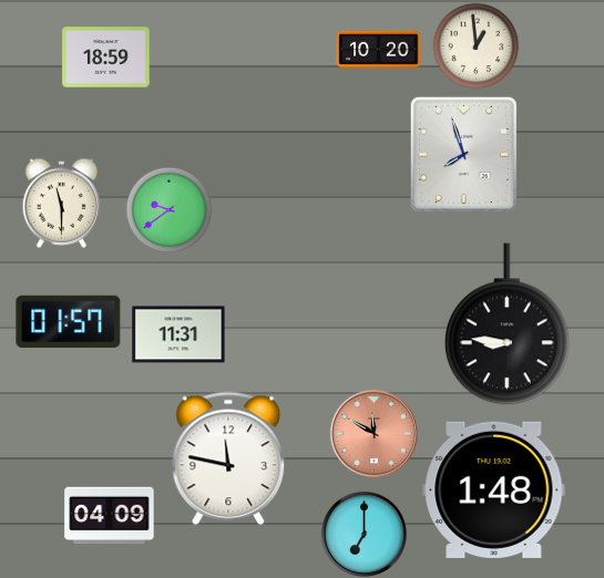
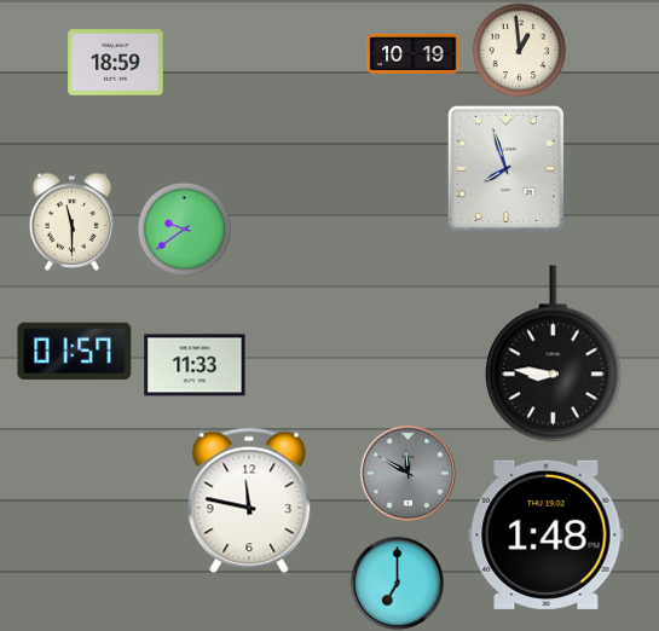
clock at (379, 49): 10:20 -> 10:19
clock at (62, 203) position: (62, 203) -> (73, 221)
clock at (178, 334): 11:31 -> 11:33
clock at (373, 433) dial: salmon -> grey
clock at (494, 489) position: (494, 489) -> (547, 534)
clock at (110, 516): 04:09 -> none
